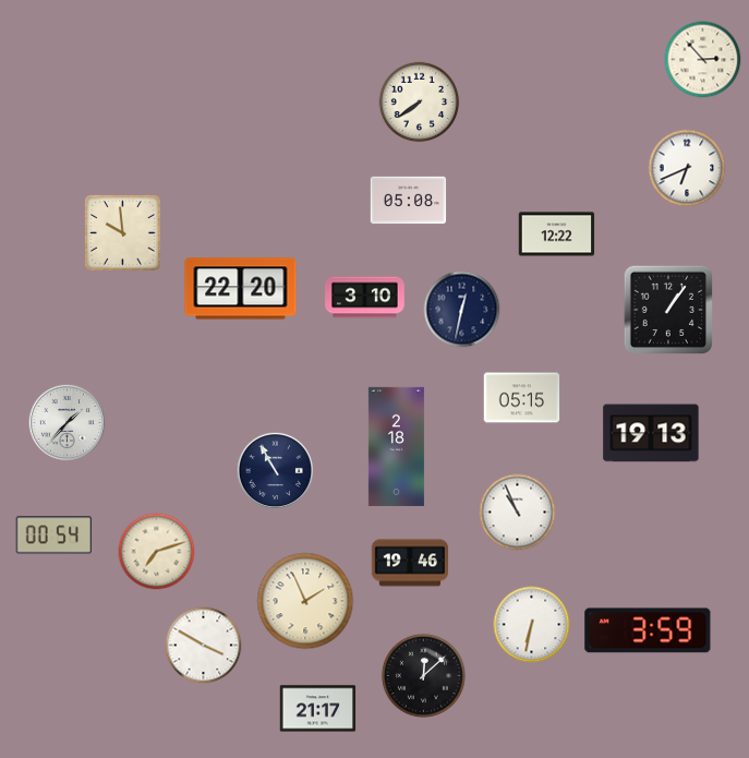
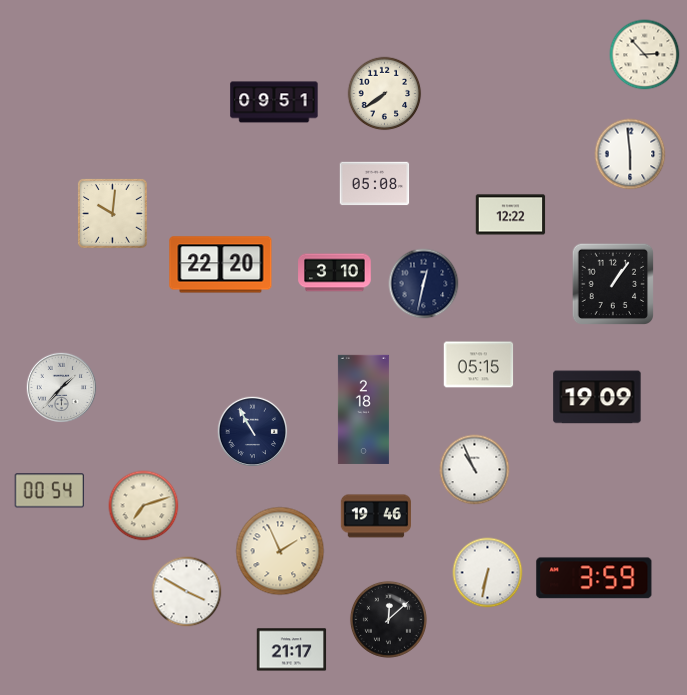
clock at (274, 102): none -> 09:51
clock at (687, 168): 6:41 -> 5:59
clock at (122, 232): 9:59 -> 10:01
clock at (651, 433): 19:13 -> 19:09
